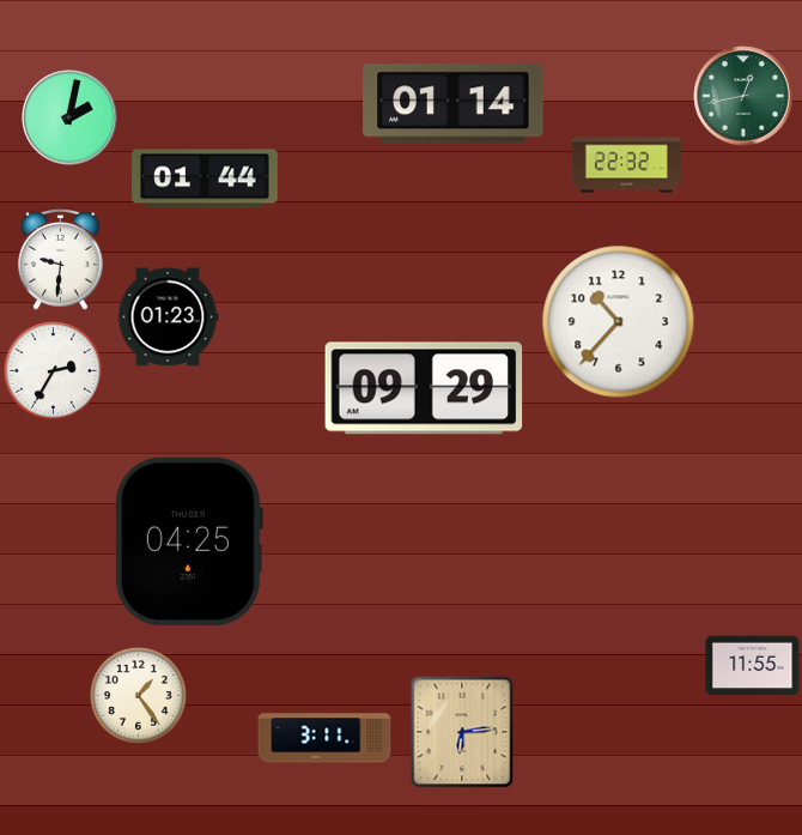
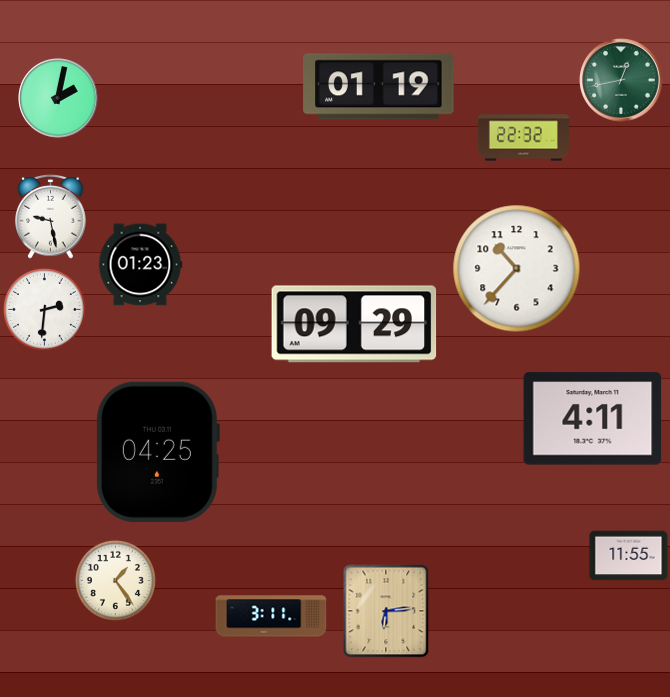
clock at (454, 104): 01:14 -> 01:19
clock at (206, 179): 01:44 -> none
clock at (61, 260): 9:31 -> 9:28
clock at (53, 370): 2:35 -> 2:31
clock at (593, 419): none -> 4:11
